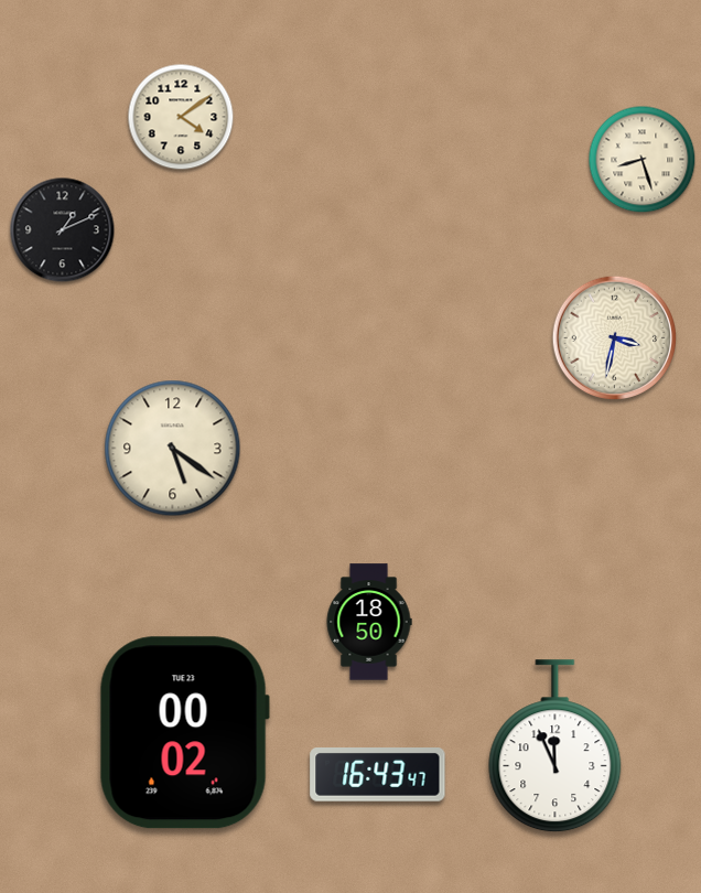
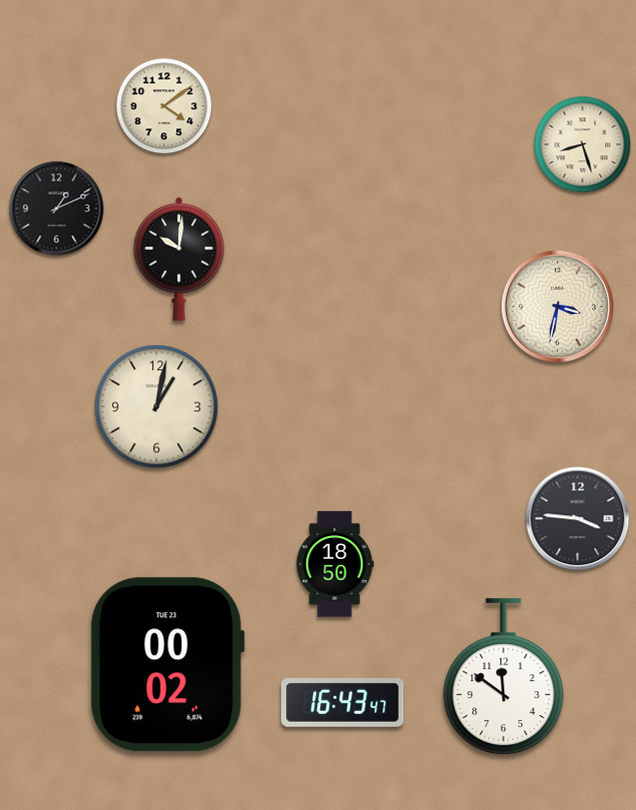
clock at (179, 259): none -> 10:01
clock at (173, 449): 5:21 -> 1:02
clock at (578, 519): none -> 3:46
clock at (556, 746): 11:56 -> 11:51
